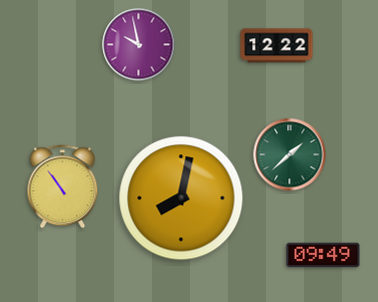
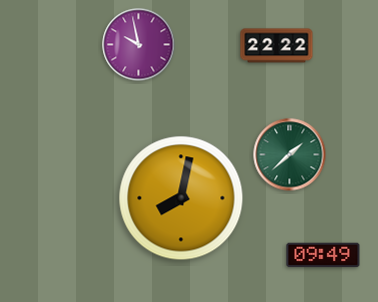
clock at (277, 46): 12:22 -> 22:22
clock at (63, 187): 10:54 -> none
